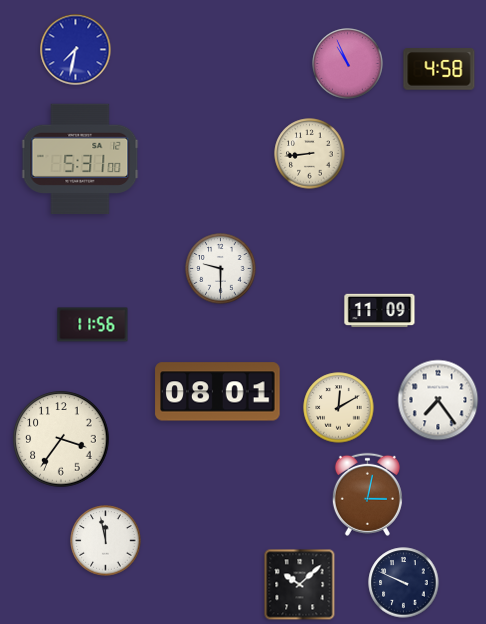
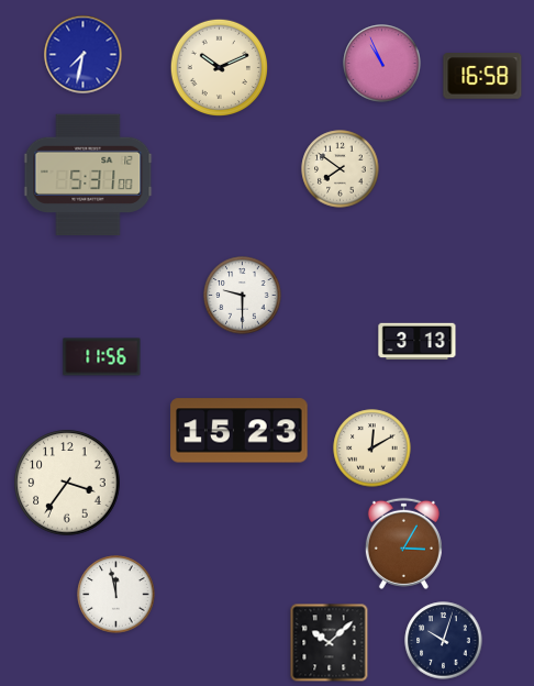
clock at (220, 68): none -> 10:11
clock at (348, 64) position: (348, 64) -> (382, 64)
clock at (439, 69): 4:58 -> 16:58
clock at (310, 154): 8:44 -> 7:51
clock at (380, 311): 11:09 -> 3:13
clock at (218, 392): 08:01 -> 15:23
clock at (438, 400): 7:24 -> none
clock at (367, 494): 3:02 -> 3:05
clock at (404, 583): 9:49 -> 10:03
